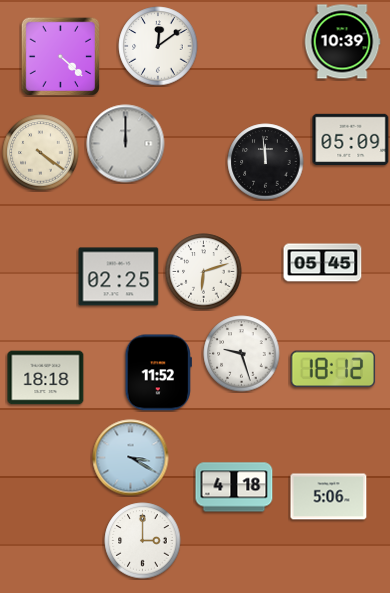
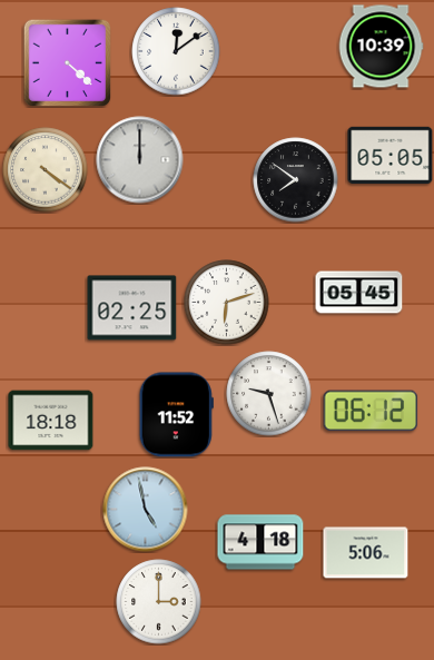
clock at (351, 139): 05:09 -> 05:05
clock at (266, 162): 11:59 -> 7:51
clock at (333, 369): 18:12 -> 06:12
clock at (131, 458): 3:20 -> 4:58
